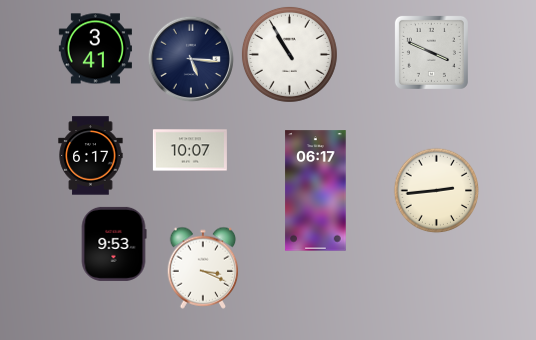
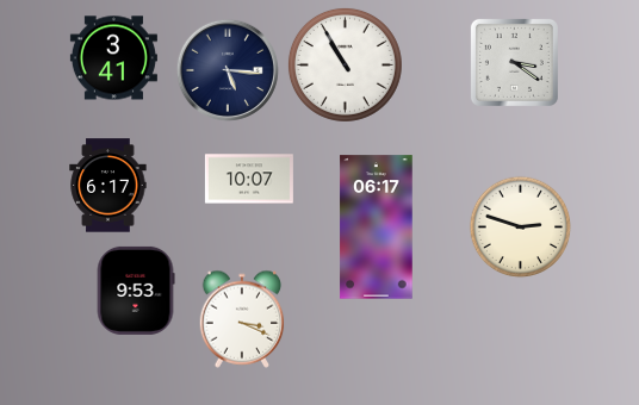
clock at (431, 52): 3:49 -> 3:21
clock at (190, 150) position: (190, 150) -> (249, 179)
clock at (437, 191): 2:44 -> 2:48
